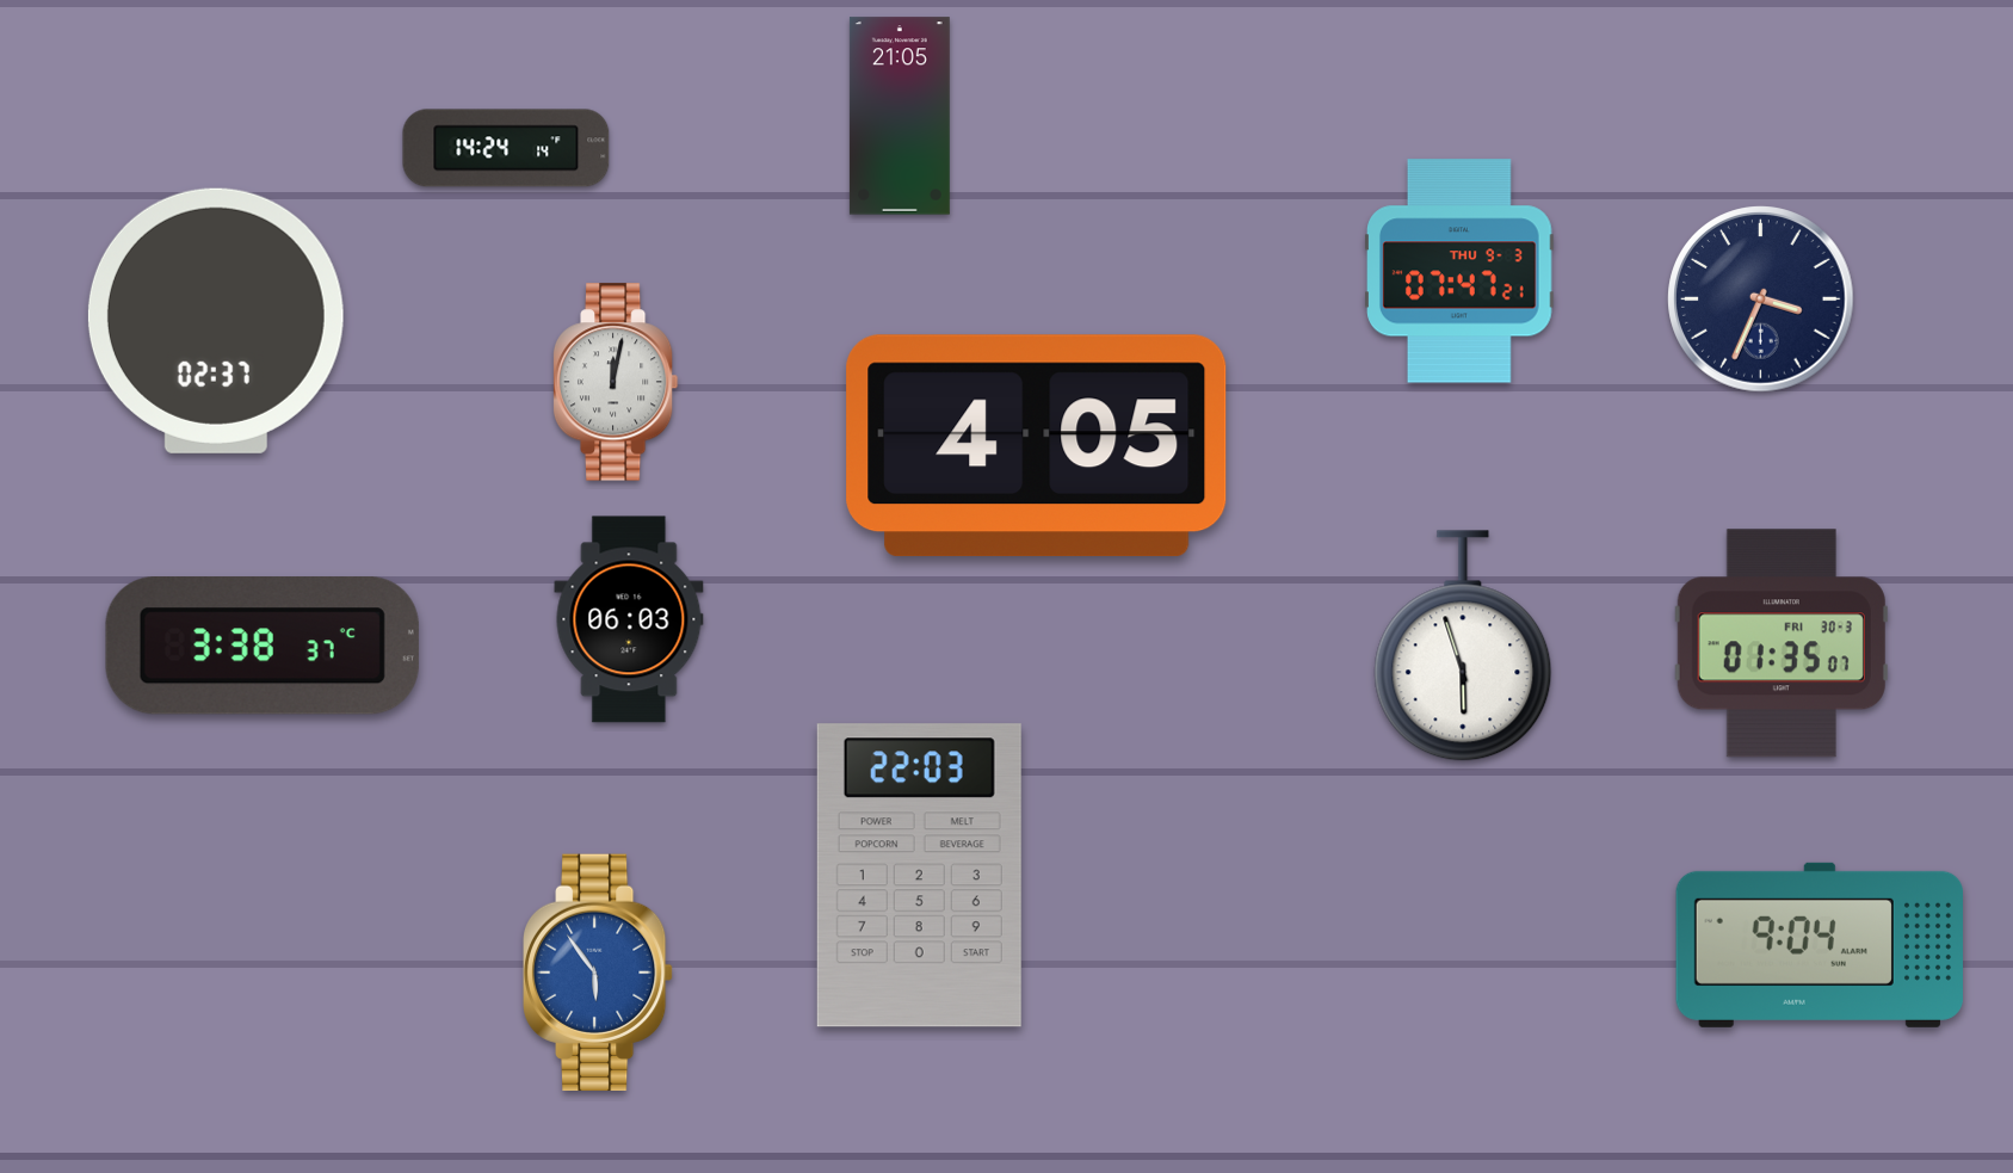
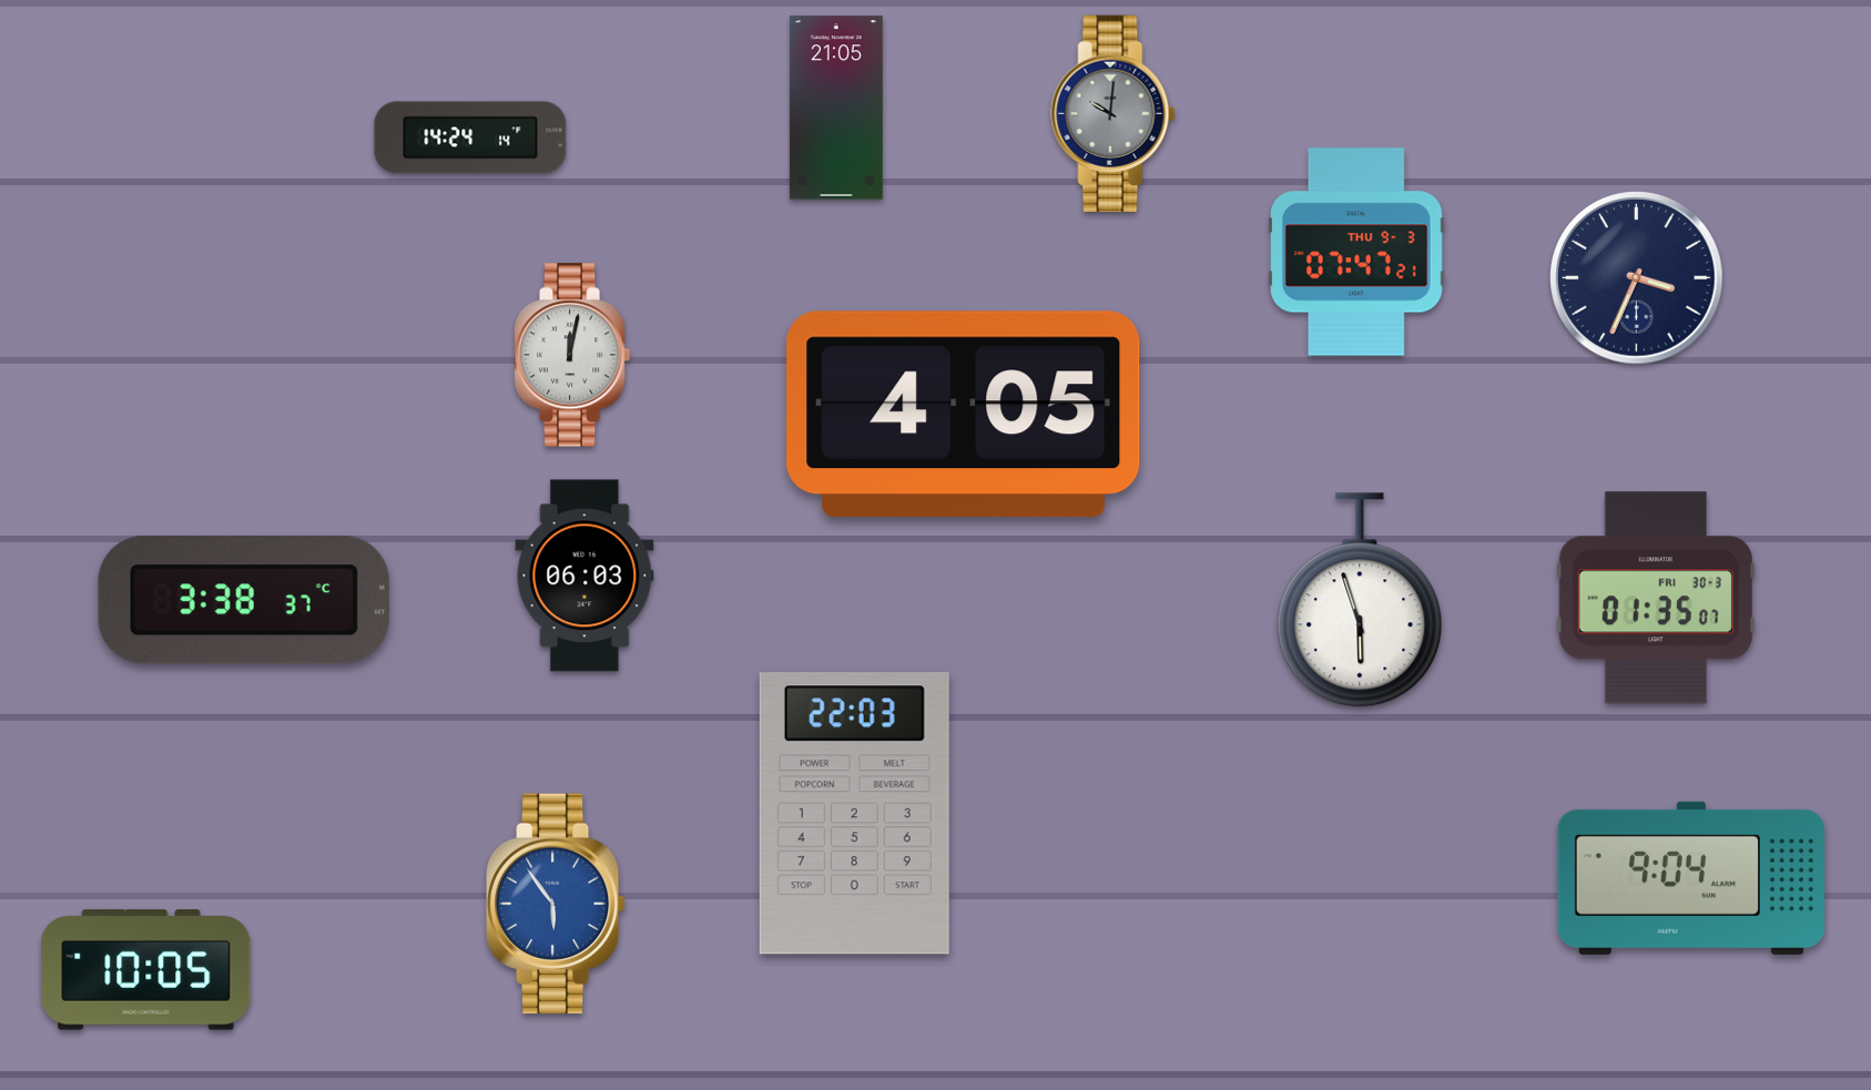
clock at (1114, 113): none -> 10:01
clock at (216, 321): 02:37 -> none
clock at (146, 970): none -> 10:05
